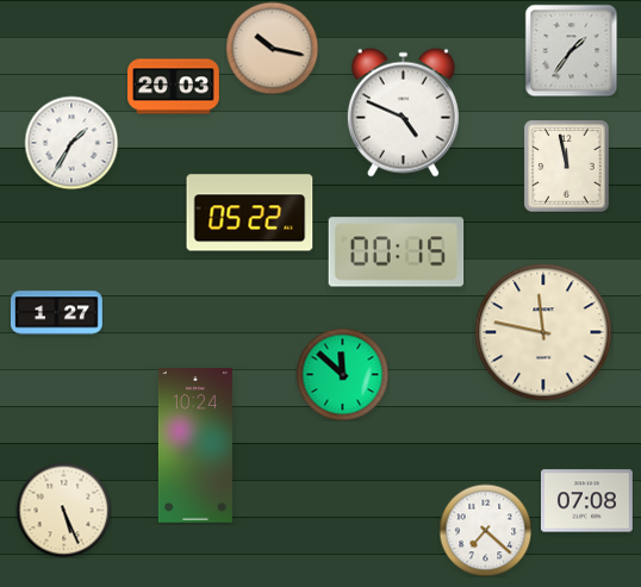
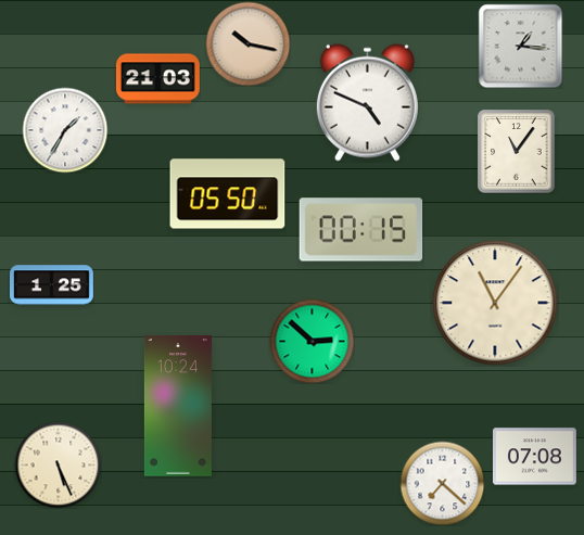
clock at (571, 50): 1:36 -> 1:16
clock at (173, 87): 20:03 -> 21:03
clock at (567, 166): 11:58 -> 11:06
clock at (250, 213): 05:22 -> 05:50
clock at (57, 313): 1:27 -> 1:25
clock at (543, 332): 11:47 -> 11:06
clock at (342, 374): 11:52 -> 2:52
